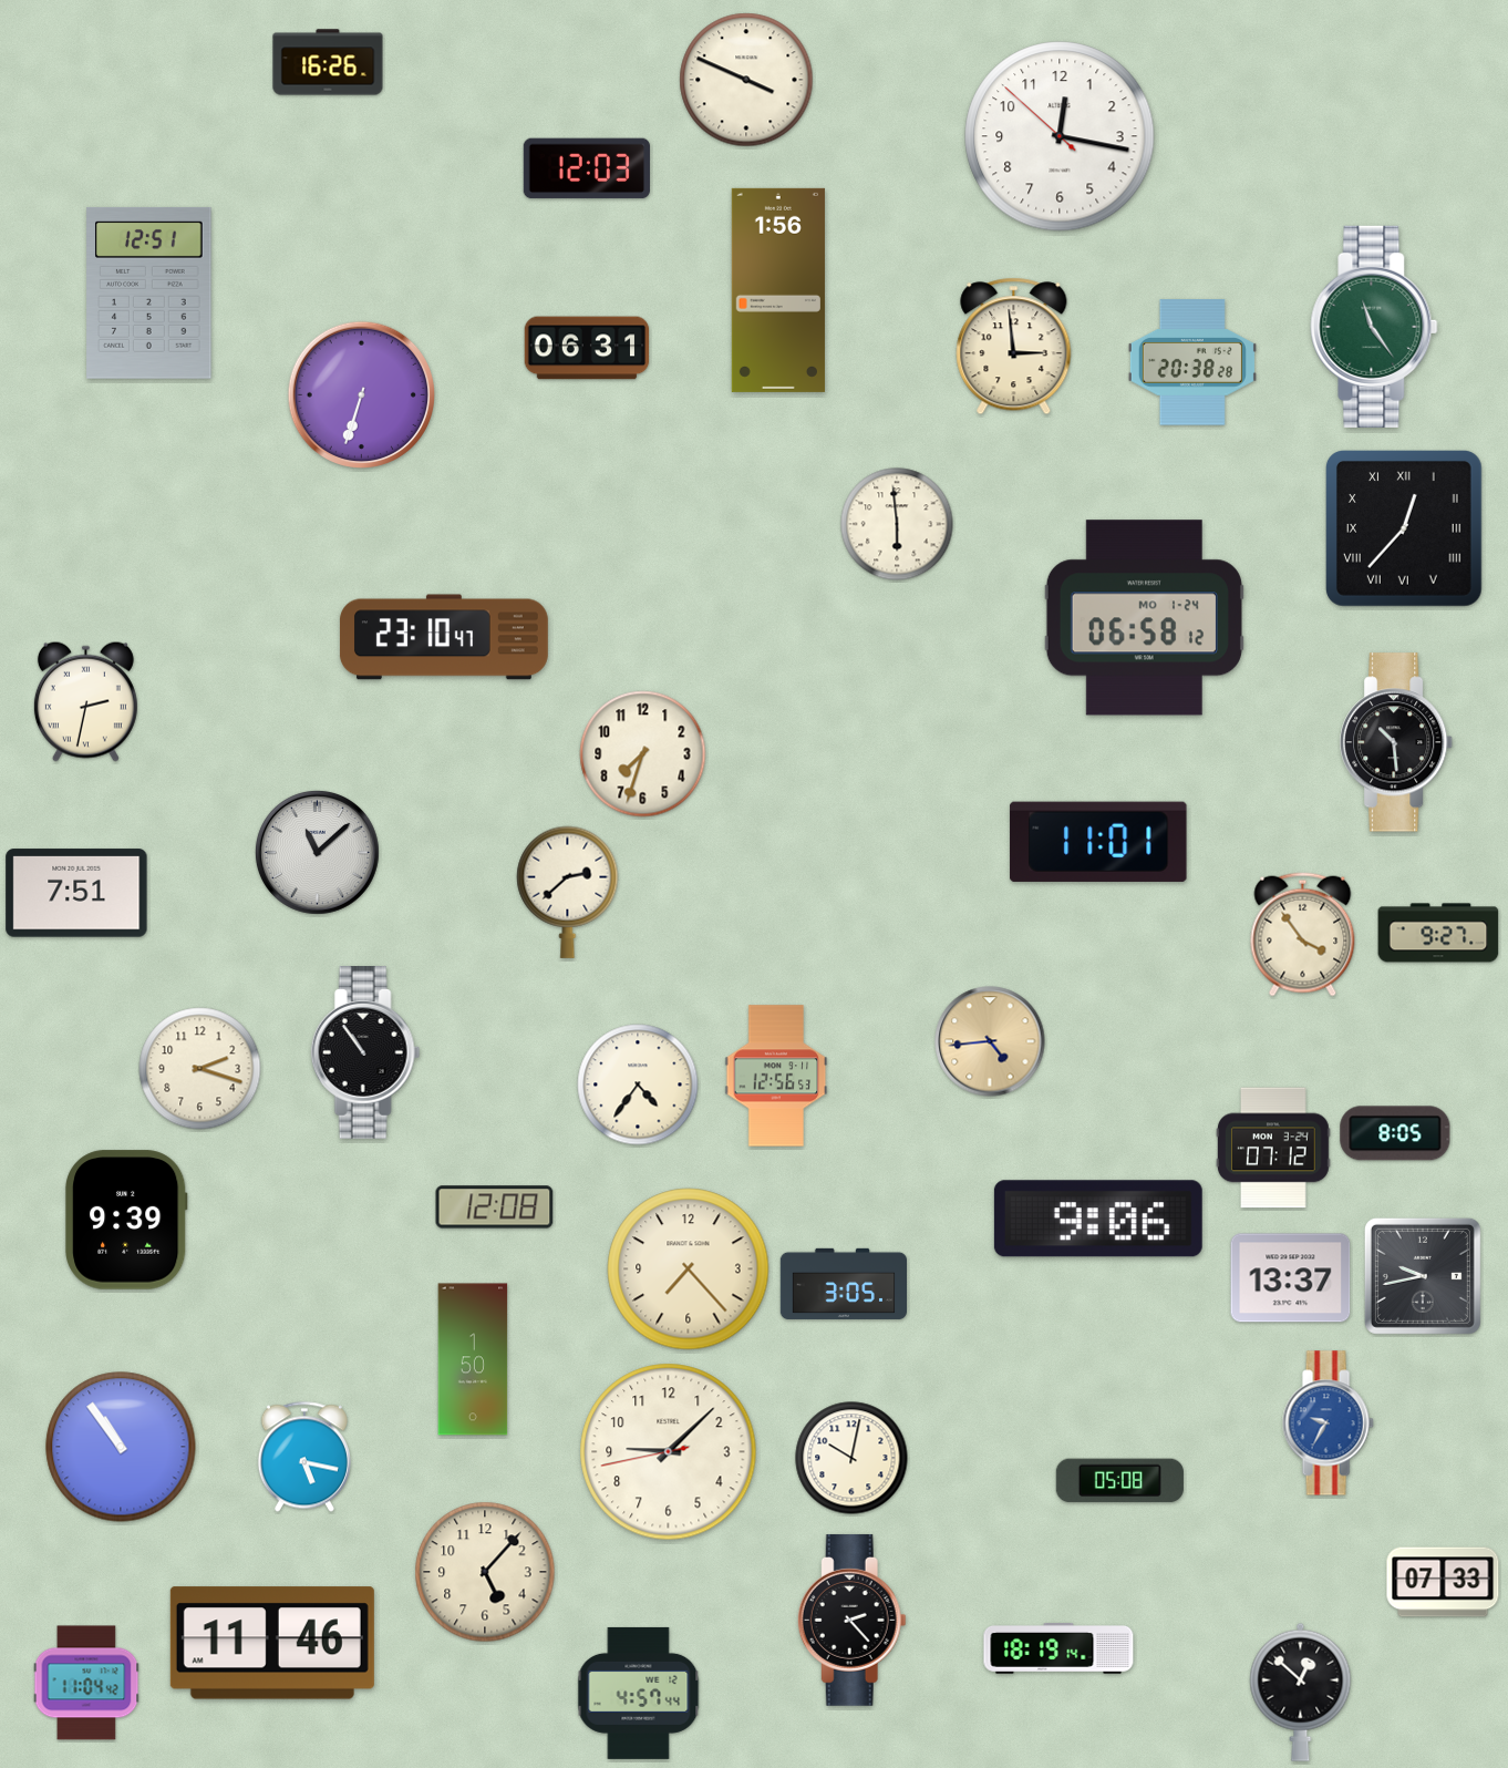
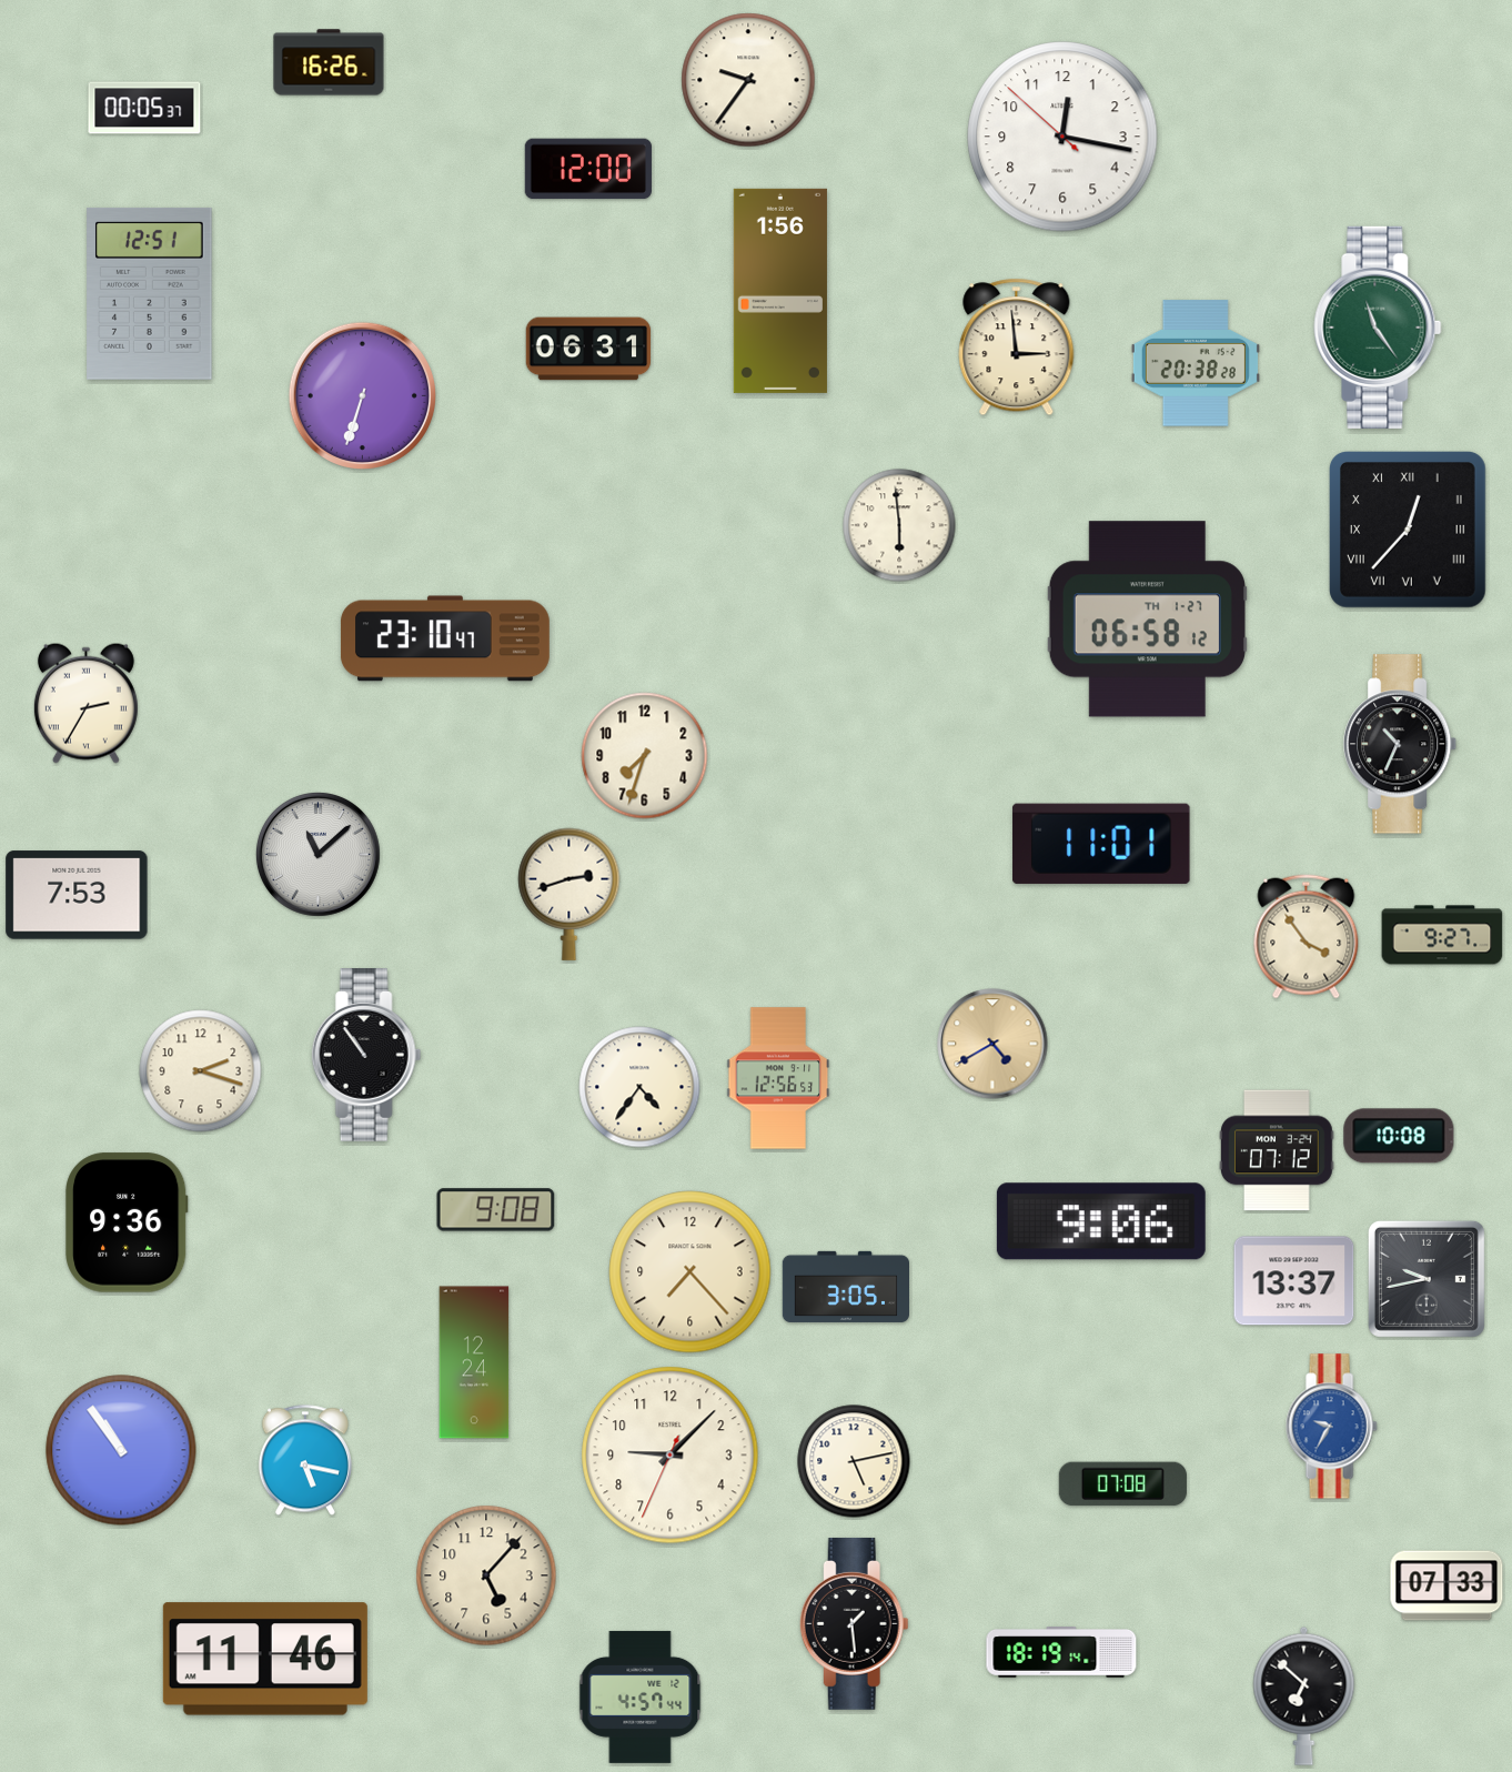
clock at (746, 80): 3:49 -> 9:36
clock at (144, 108): none -> 00:05
clock at (587, 168): 12:03 -> 12:00
clock at (1144, 618) date: MO 1-24 -> TH 1-27
clock at (85, 701): 2:32 -> 2:35
clock at (1397, 742): 10:29 -> 10:34
clock at (568, 892): 2:38 -> 2:42
clock at (76, 893): 7:51 -> 7:53
clock at (990, 1041): 4:44 -> 4:40
clock at (1395, 1133): 8:05 -> 10:08
clock at (495, 1207): 12:08 -> 9:08
clock at (126, 1220): 9:39 -> 9:36
clock at (473, 1359): 1:50 -> 12:24
clock at (669, 1452): 9:07:43 -> 9:07:34
clock at (851, 1458): 10:02 -> 5:13
clock at (1119, 1481): 05:08 -> 07:08
clock at (851, 1620): 2:23 -> 1:29
clock at (272, 1643) position: (272, 1643) -> (265, 1659)
clock at (86, 1683): 11:04 -> none
clock at (1301, 1692): 12:52 -> 6:52
